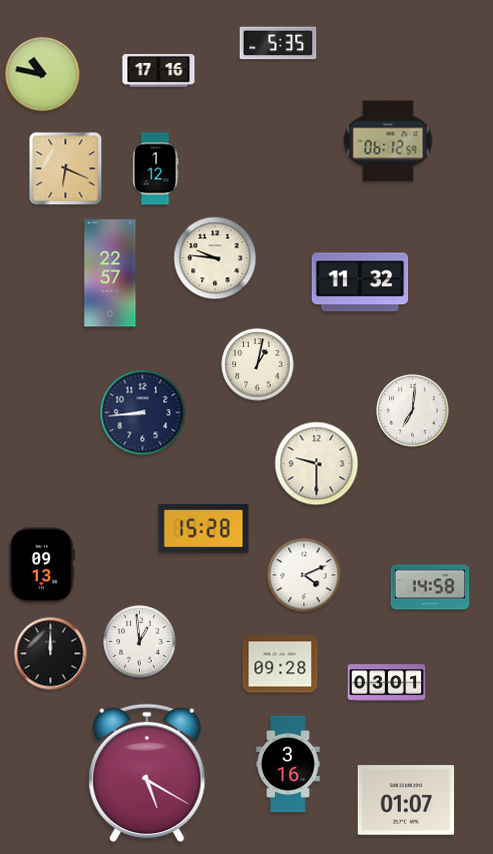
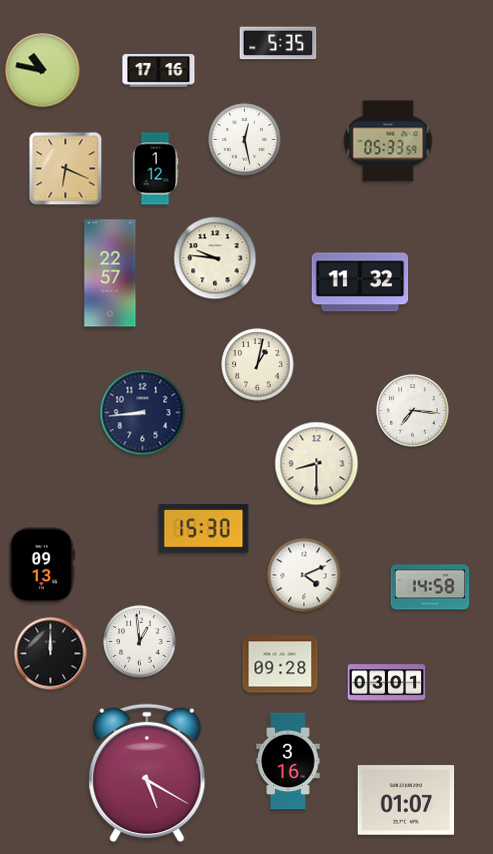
clock at (43, 75) position: (43, 75) -> (43, 71)
clock at (245, 140): none -> 12:28
clock at (388, 141): 06:12 -> 05:33
clock at (413, 411): 7:01 -> 7:16
clock at (317, 464): 9:30 -> 8:30
clock at (204, 529): 15:28 -> 15:30
clock at (288, 764) position: (288, 764) -> (288, 761)
